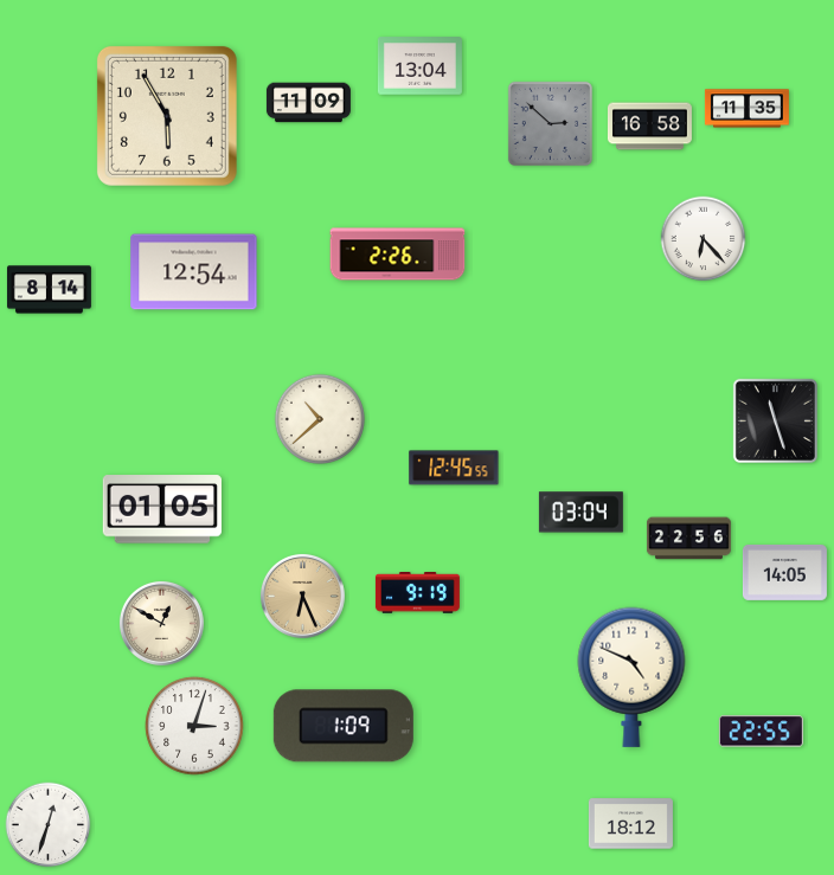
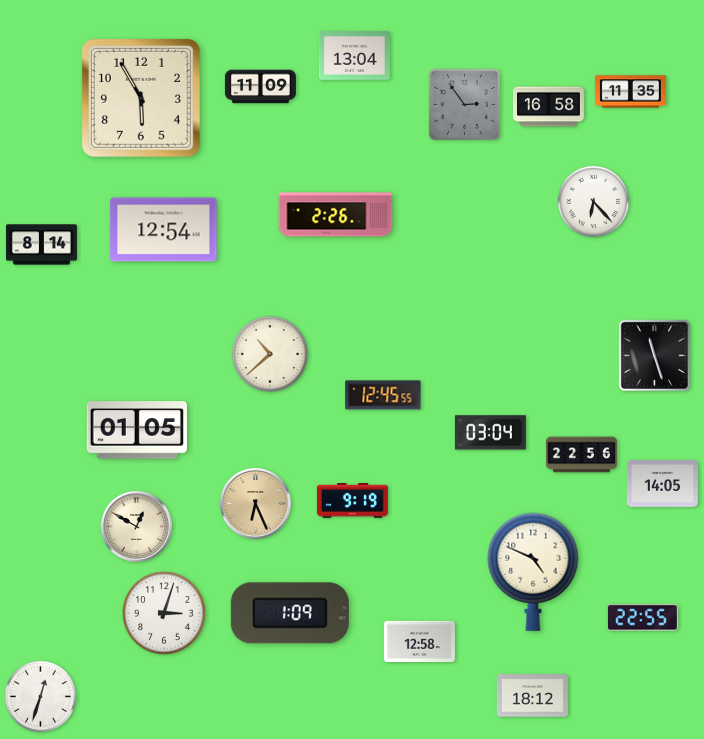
clock at (550, 123): 2:52 -> 2:54
clock at (419, 641): none -> 12:58
